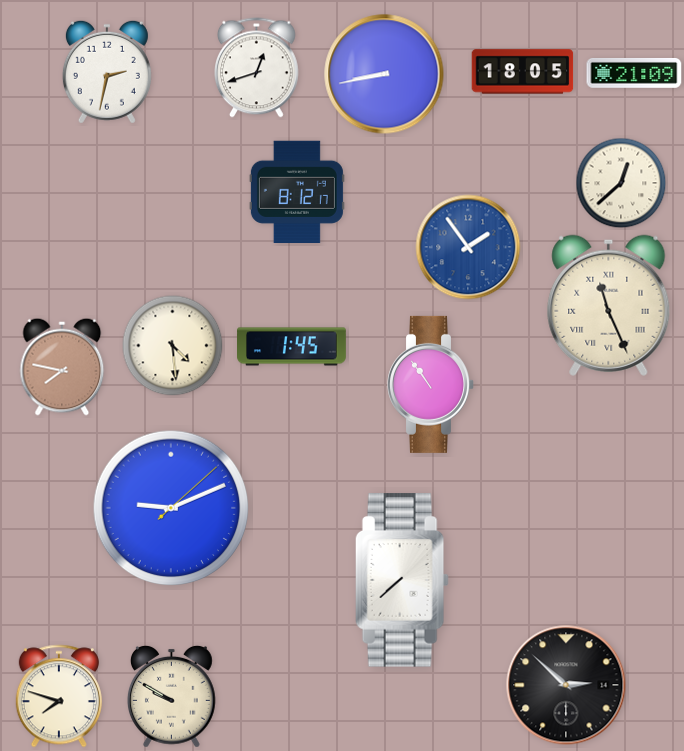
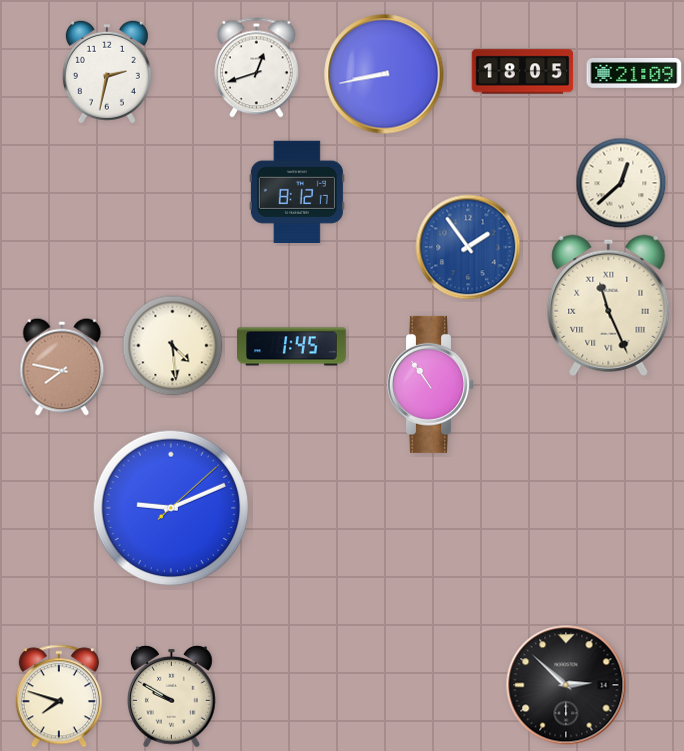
clock at (402, 580): 7:38 -> none
